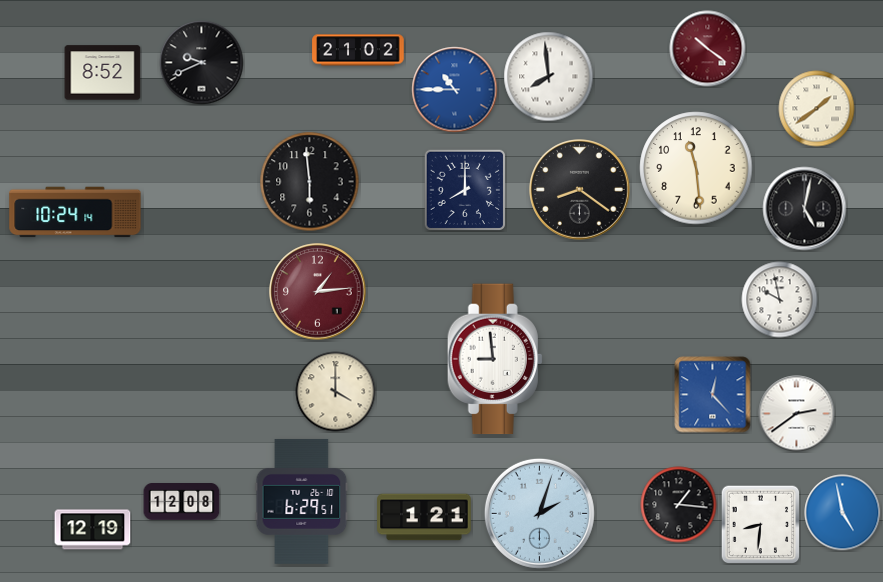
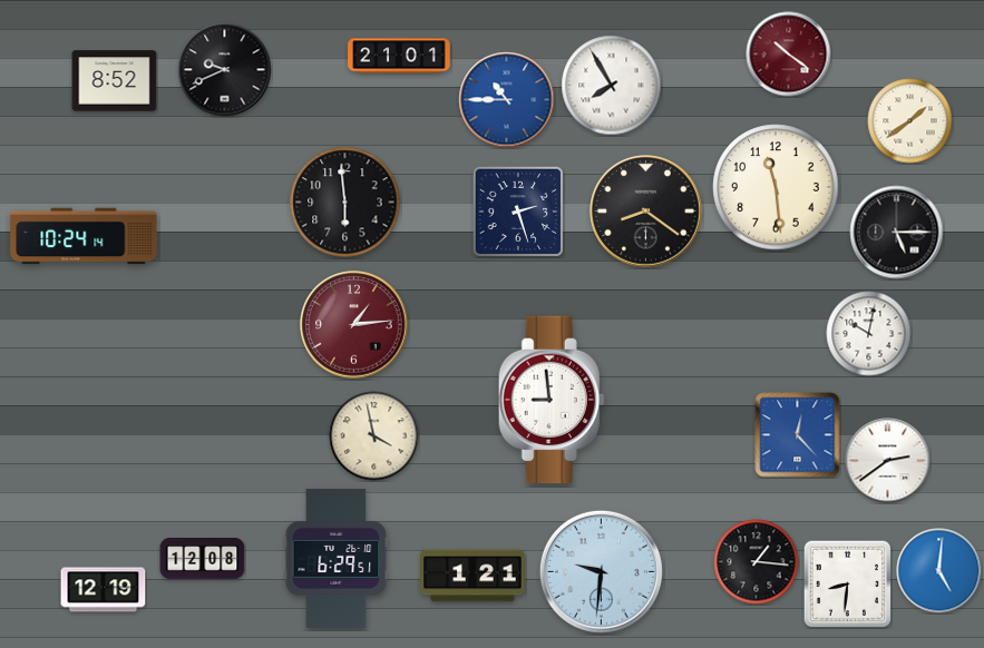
clock at (358, 50): 21:02 -> 21:01
clock at (549, 77): 7:59 -> 7:55
clock at (464, 189): 8:00 -> 2:27
clock at (805, 209): 5:02 -> 5:15
clock at (780, 300): 9:58 -> 10:02
clock at (336, 392): 4:00 -> 3:58
clock at (713, 395) position: (713, 395) -> (798, 435)
clock at (539, 513): 2:03 -> 9:31
clock at (843, 513): 4:58 -> 5:01
